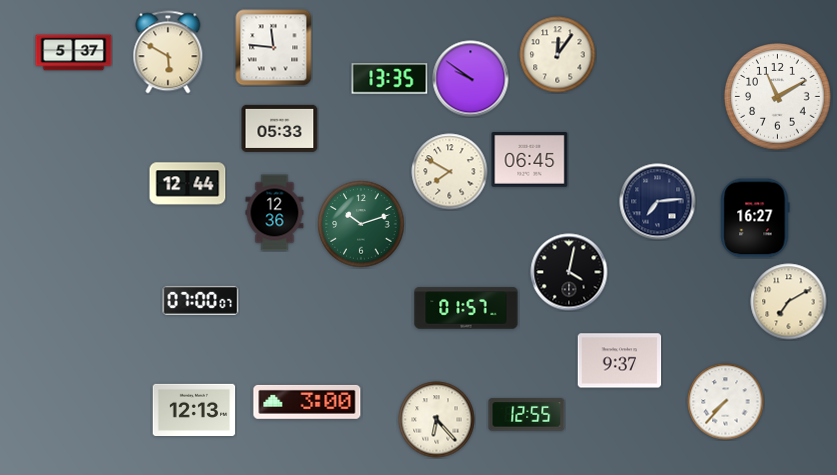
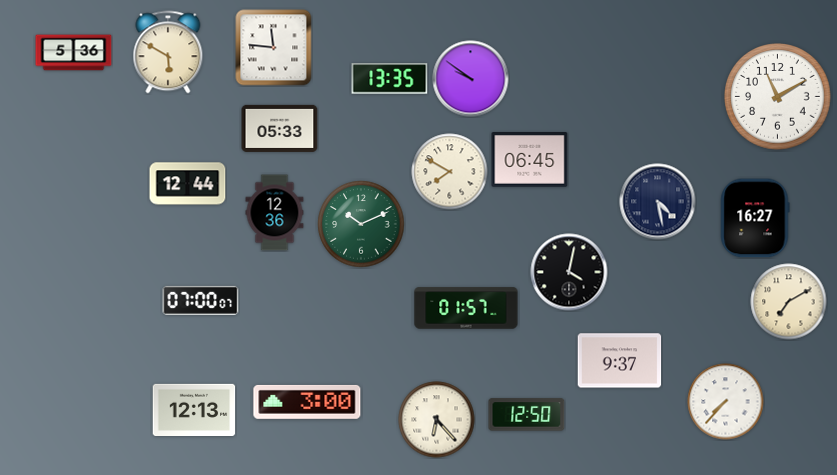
clock at (74, 53): 5:37 -> 5:36
clock at (558, 55): 12:06 -> none
clock at (658, 202): 7:14 -> 4:28
clock at (361, 224): 10:12 -> 10:11
clock at (527, 415): 12:55 -> 12:50
